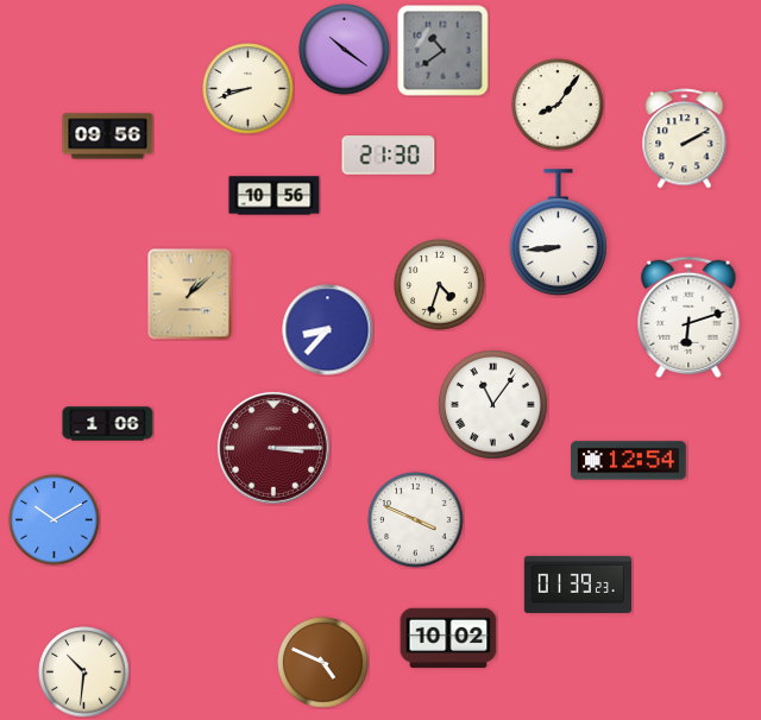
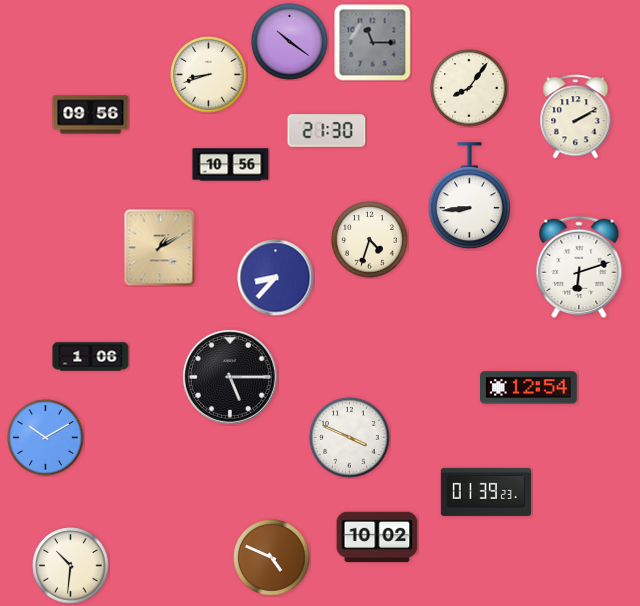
clock at (444, 51): 10:39 -> 11:15
clock at (190, 295): 1:08 -> 1:10
clock at (493, 405): 11:06 -> none
clock at (273, 448): 3:15 -> 5:15
clock at (273, 448) dial: burgundy -> black
